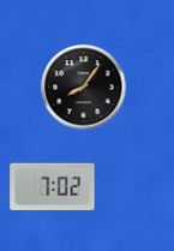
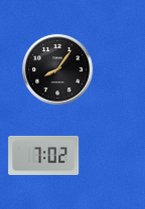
clock at (84, 88) position: (84, 88) -> (58, 70)
